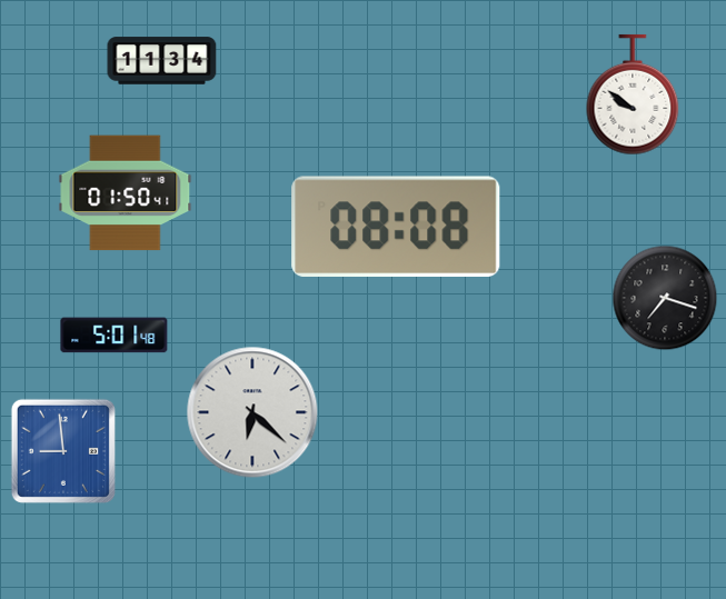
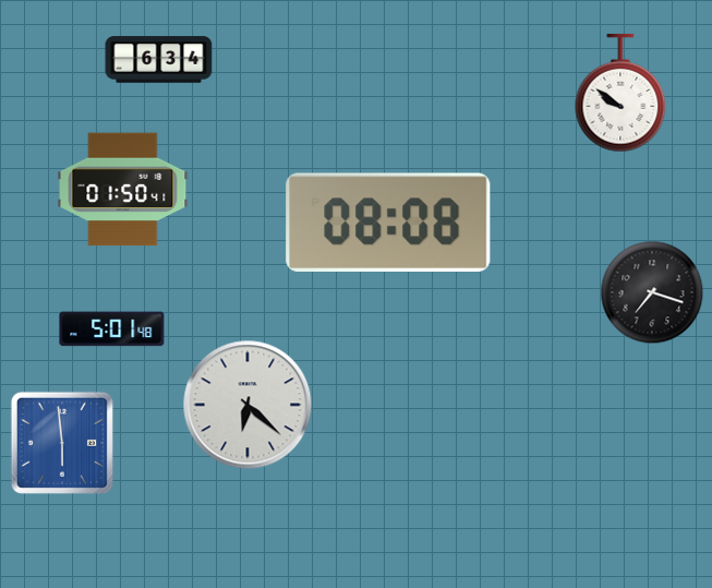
clock at (162, 61): 11:34 -> 6:34
clock at (63, 451): 8:59 -> 5:59
